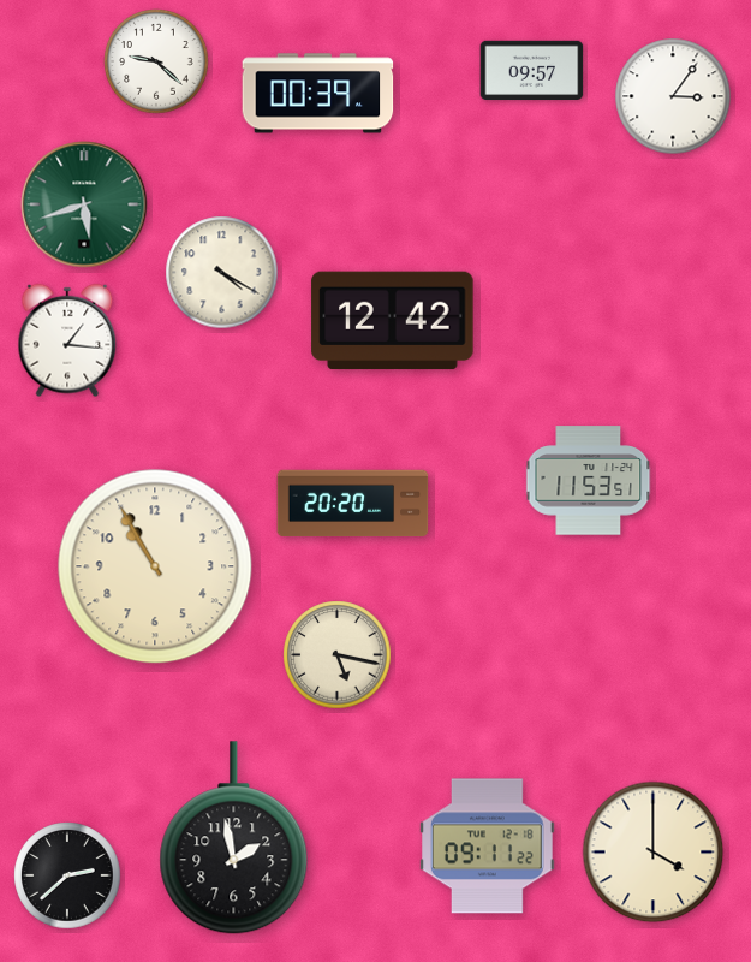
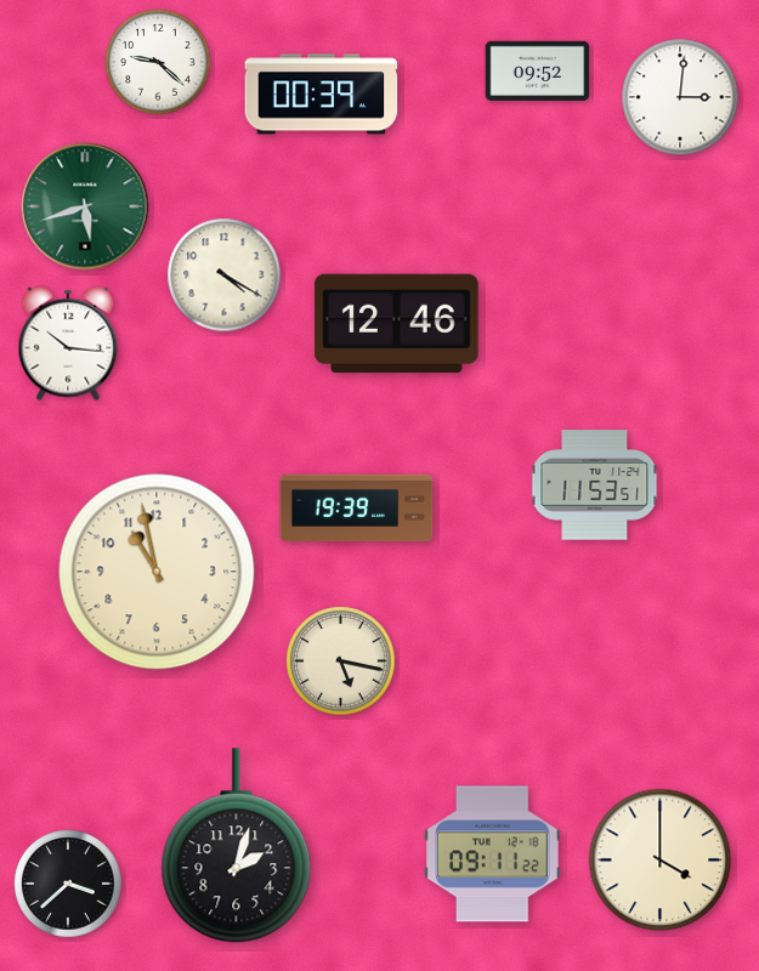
clock at (532, 70): 09:57 -> 09:52
clock at (673, 96): 3:06 -> 3:01
clock at (393, 321): 12:42 -> 12:46
clock at (67, 340): 1:16 -> 10:16
clock at (353, 504): 20:20 -> 19:39
clock at (155, 566): 10:55 -> 10:58
clock at (234, 838): 1:58 -> 2:03
clock at (67, 875): 2:38 -> 3:38
